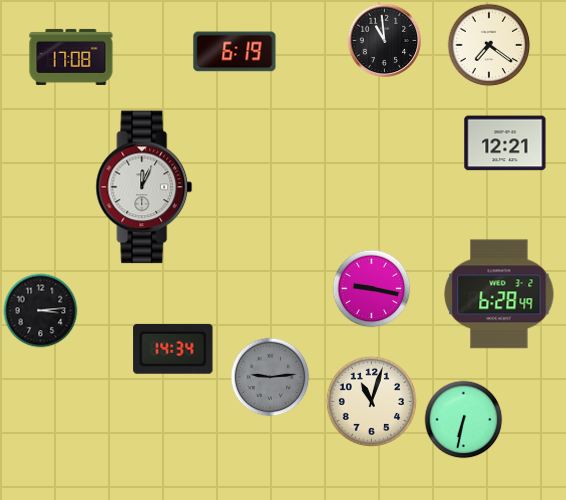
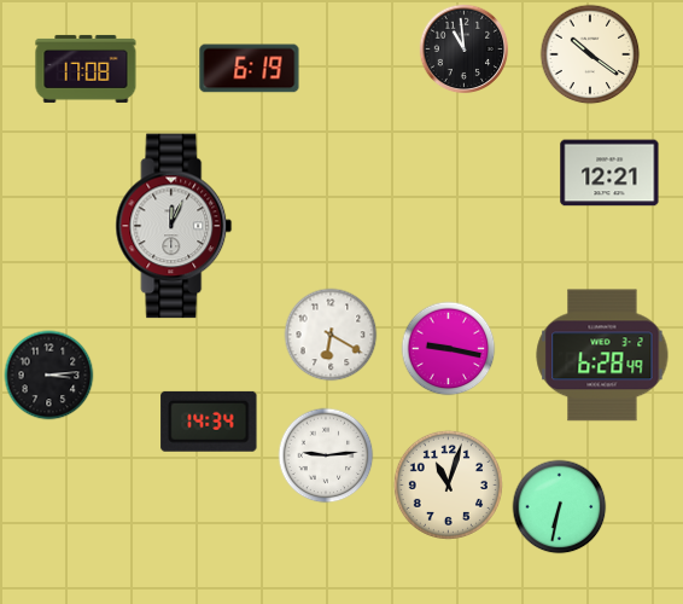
clock at (489, 45): 7:21 -> 10:21
clock at (235, 52) position: (235, 52) -> (250, 69)
clock at (331, 335): none -> 6:20
clock at (270, 377) dial: grey -> white
